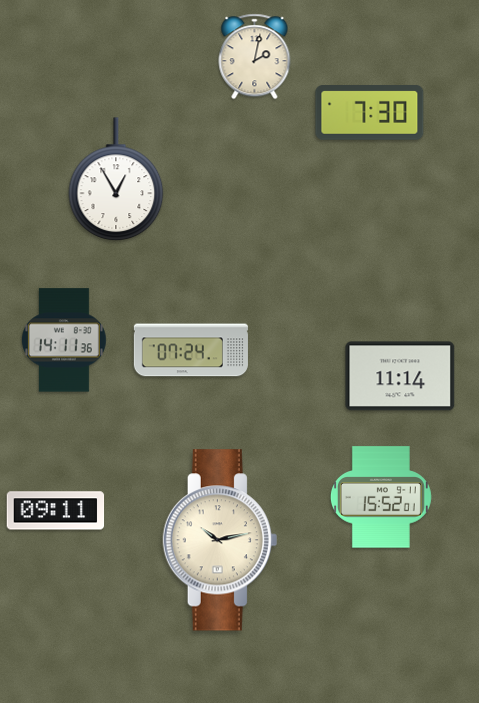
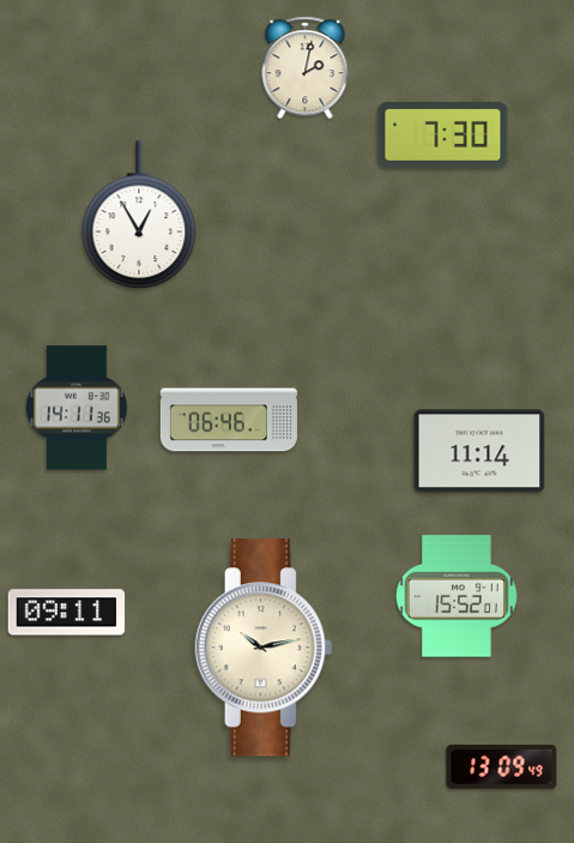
clock at (191, 350): 07:24 -> 06:46
clock at (502, 767): none -> 13:09
